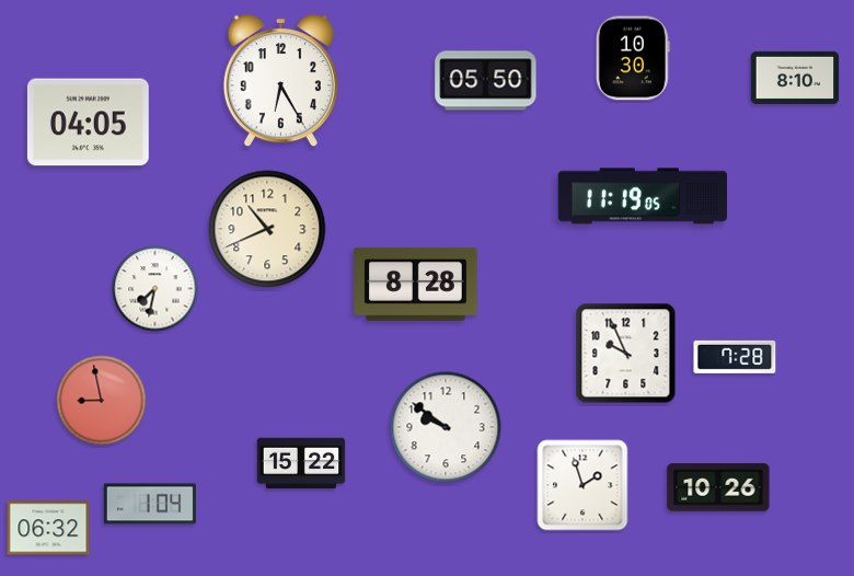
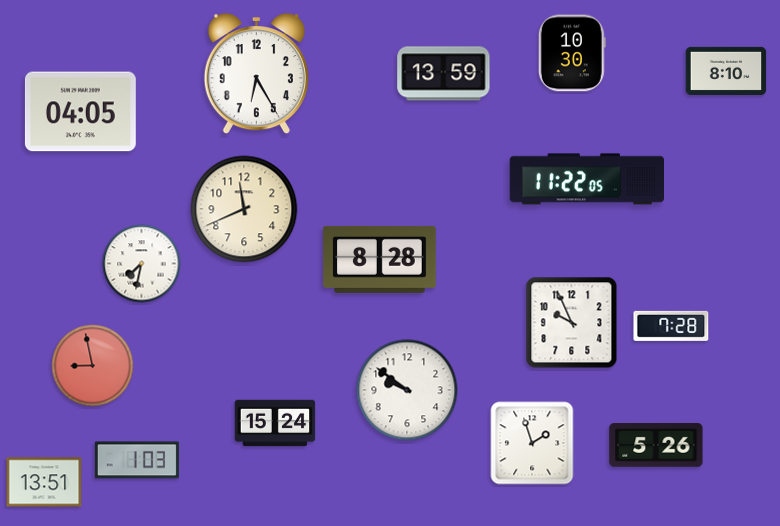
clock at (633, 58) position: (633, 58) -> (572, 53)
clock at (486, 81): 05:50 -> 13:59
clock at (642, 196): 11:19 -> 11:22
clock at (267, 229): 10:41 -> 11:41
clock at (301, 463): 15:22 -> 15:24
clock at (718, 487): 10:26 -> 5:26
clock at (150, 504): 1:04 -> 1:03
clock at (48, 528): 06:32 -> 13:51
